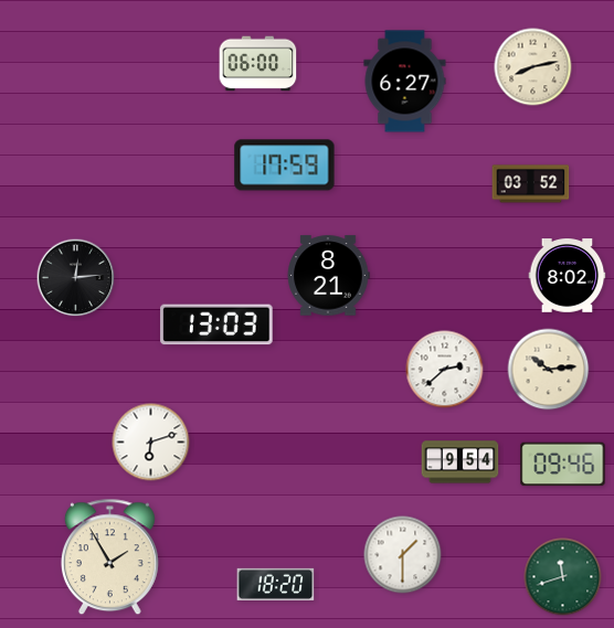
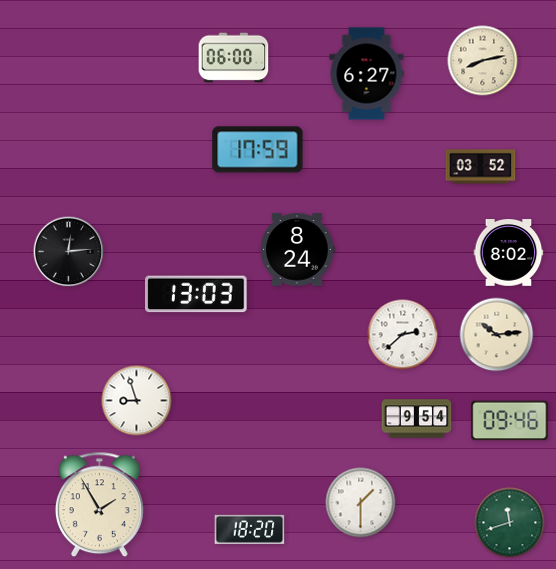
clock at (328, 276): 8:21 -> 8:24
clock at (568, 276) position: (568, 276) -> (509, 253)
clock at (151, 443): 6:12 -> 8:57
clock at (403, 555) position: (403, 555) -> (361, 503)
